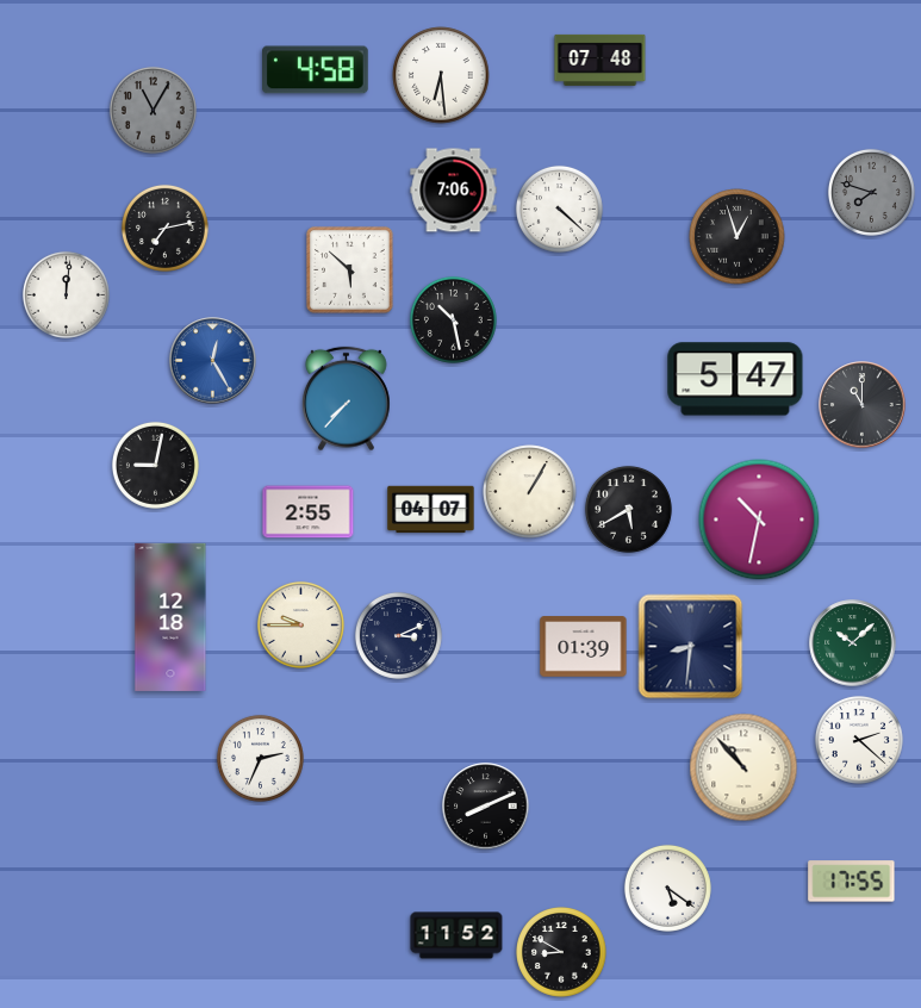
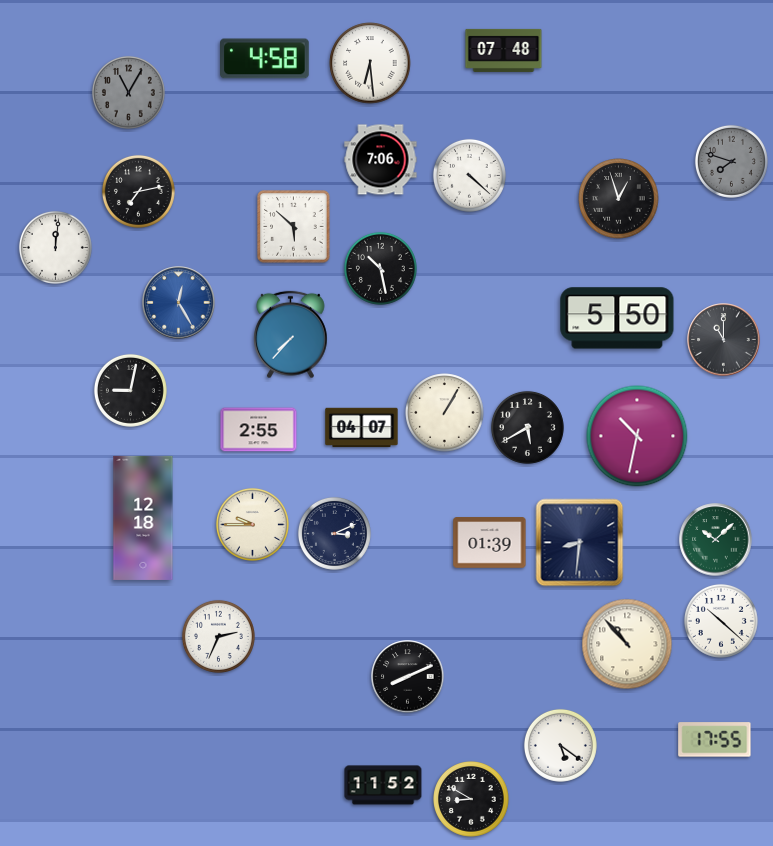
clock at (735, 379): 5:47 -> 5:50
clock at (859, 740): 2:22 -> 10:22
clock at (743, 767) position: (743, 767) -> (627, 644)
